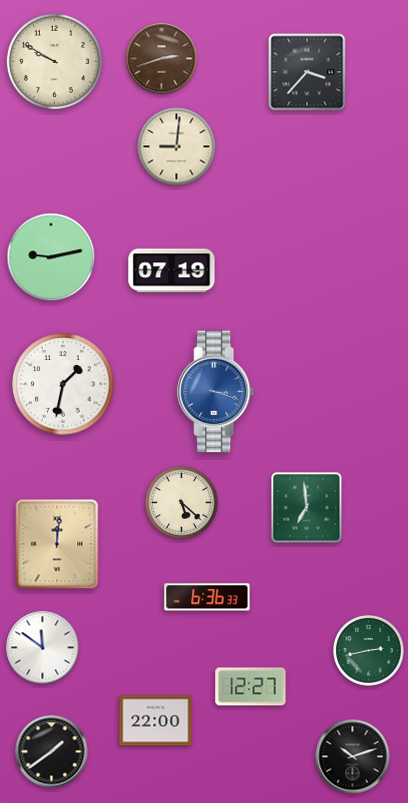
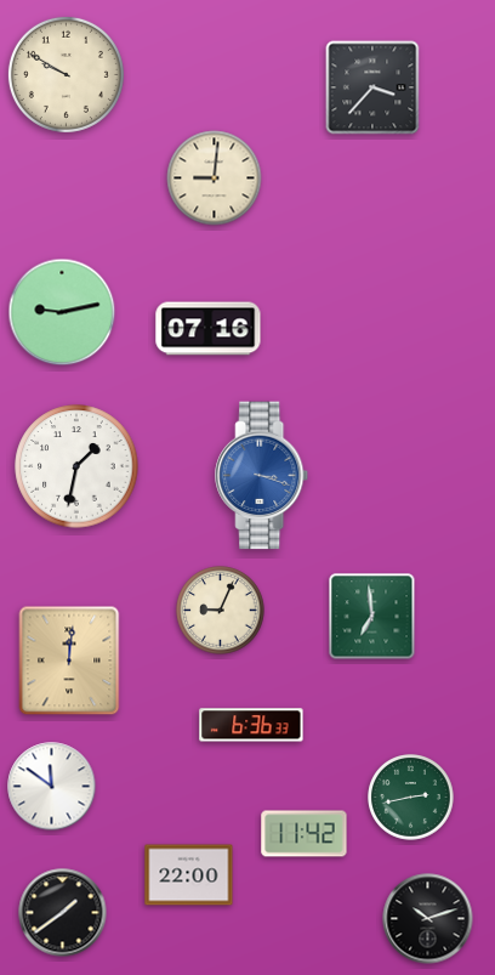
clock at (162, 59): 2:42 -> none
clock at (172, 271): 07:19 -> 07:16
clock at (182, 503): 5:22 -> 9:04
clock at (369, 651) position: (369, 651) -> (411, 798)
clock at (251, 687): 12:27 -> 11:42
